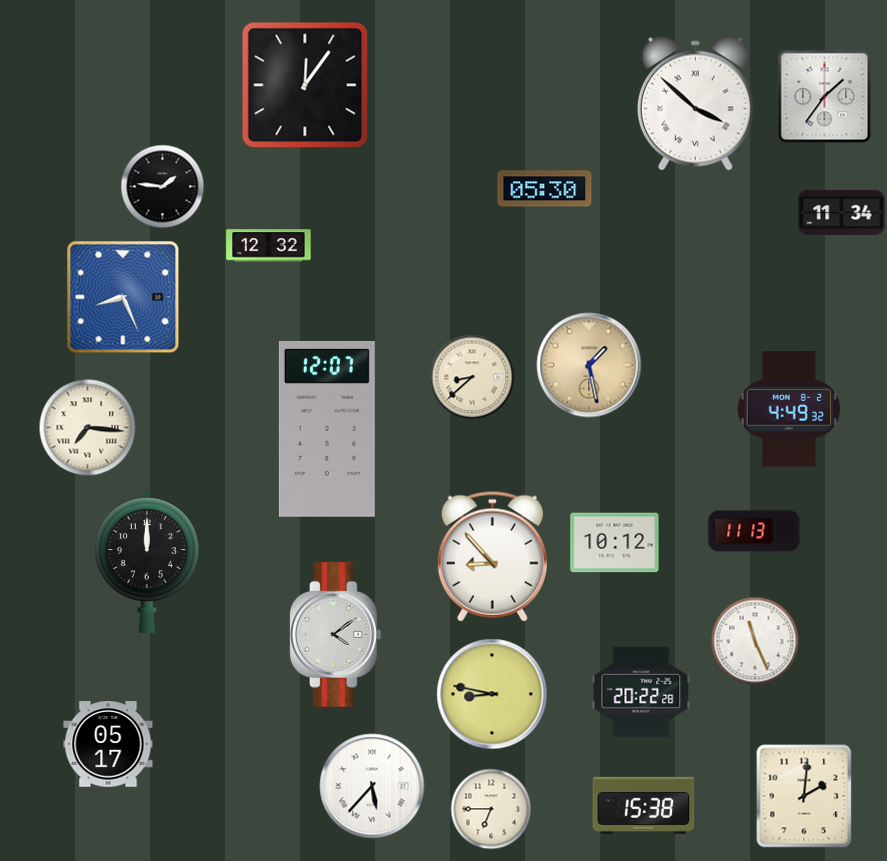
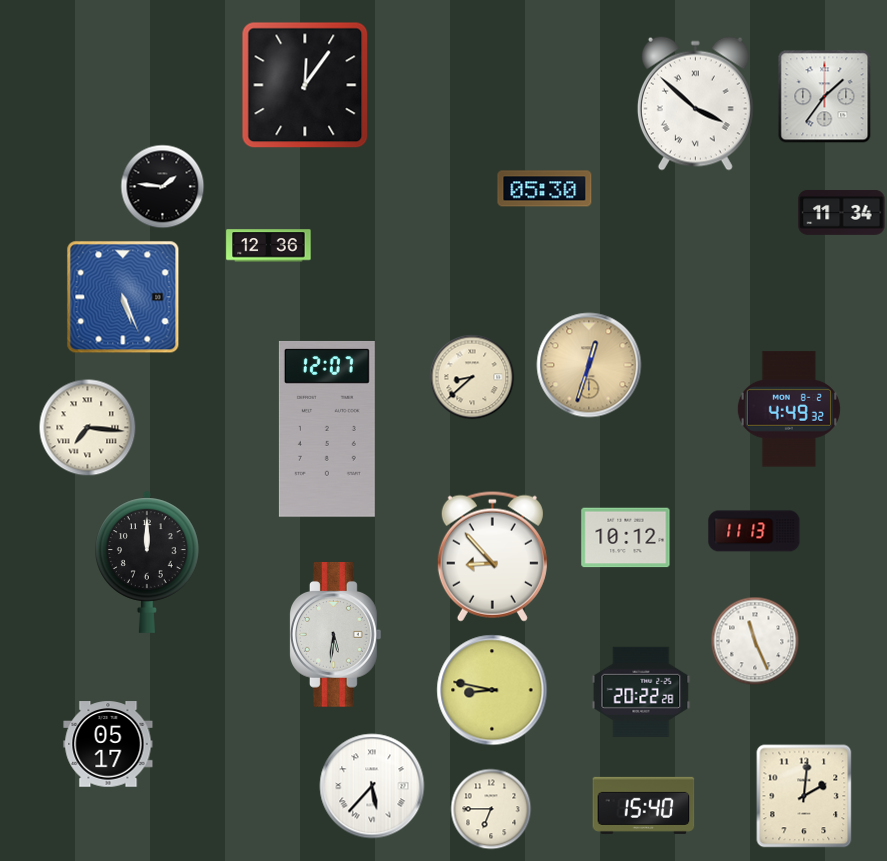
clock at (269, 246): 12:32 -> 12:36
clock at (123, 297): 8:26 -> 5:26
clock at (589, 365): 1:28 -> 12:33
clock at (615, 543) position: (615, 543) -> (626, 538)
clock at (335, 635): 4:09 -> 5:31
clock at (492, 694) position: (492, 694) -> (492, 690)
clock at (644, 805): 15:38 -> 15:40
